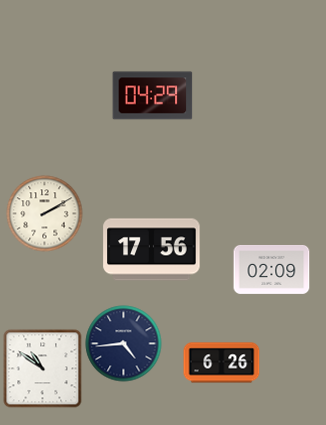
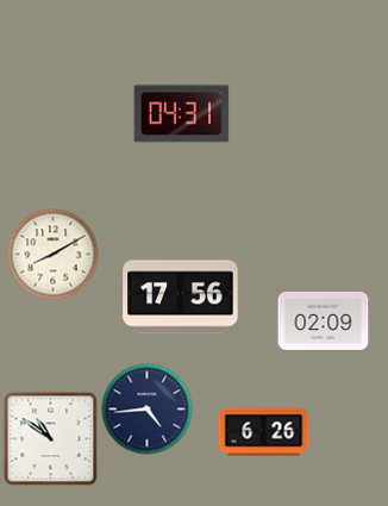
clock at (153, 96): 04:29 -> 04:31
clock at (45, 214): 2:10 -> 8:10
